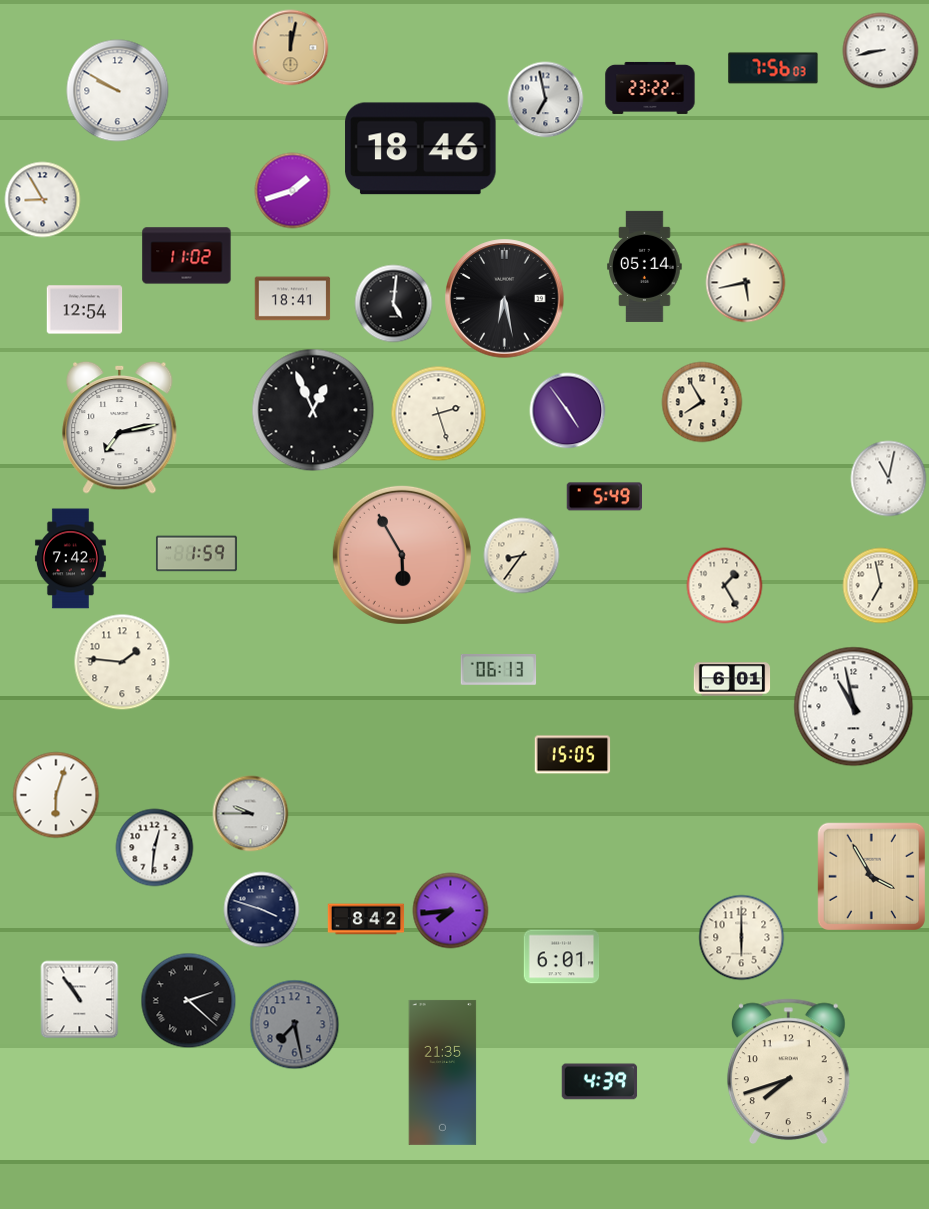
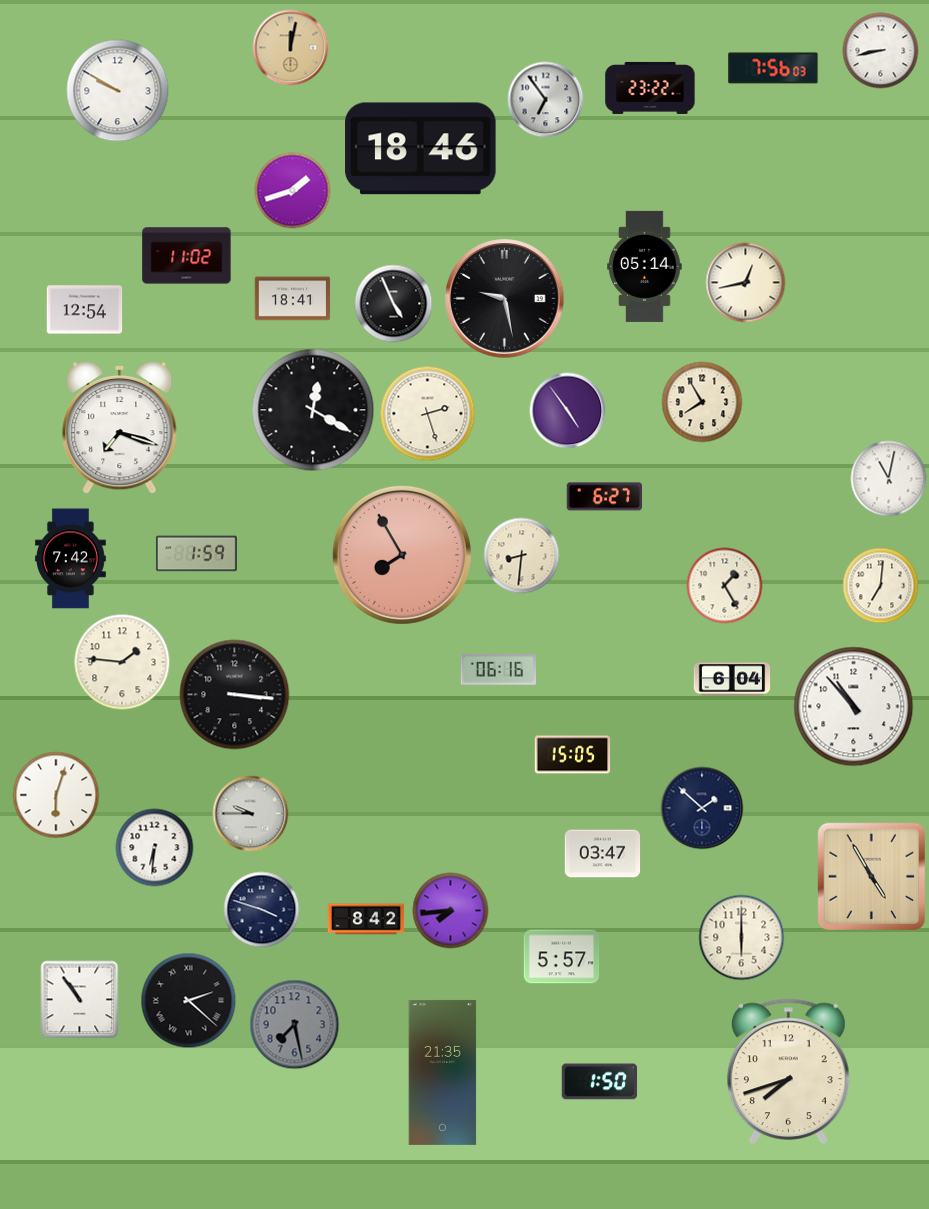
clock at (546, 100): 6:58 -> 6:54
clock at (43, 200): 8:55 -> none
clock at (746, 283): 5:43 -> 12:43
clock at (505, 299): 6:28 -> 9:28
clock at (394, 304): 5:01 -> 4:56
clock at (313, 410): 12:56 -> 12:20
clock at (439, 414) position: (439, 414) -> (428, 414)
clock at (120, 427): 7:13 -> 7:18
clock at (605, 497): 5:49 -> 6:27
clock at (402, 555): 5:55 -> 7:55
clock at (522, 556): 8:36 -> 8:31
clock at (881, 586): 6:58 -> 7:01
clock at (499, 669): 06:13 -> 06:16
clock at (732, 679): 6:01 -> 6:04
clock at (235, 695): none -> 3:16
clock at (854, 707): 10:58 -> 10:53
clock at (702, 808): none -> 1:52
clock at (155, 848): 12:31 -> 6:31
clock at (603, 854): none -> 03:47
clock at (871, 876): 3:55 -> 4:55
clock at (562, 957): 6:01 -> 5:57
clock at (600, 1082): 4:39 -> 1:50
